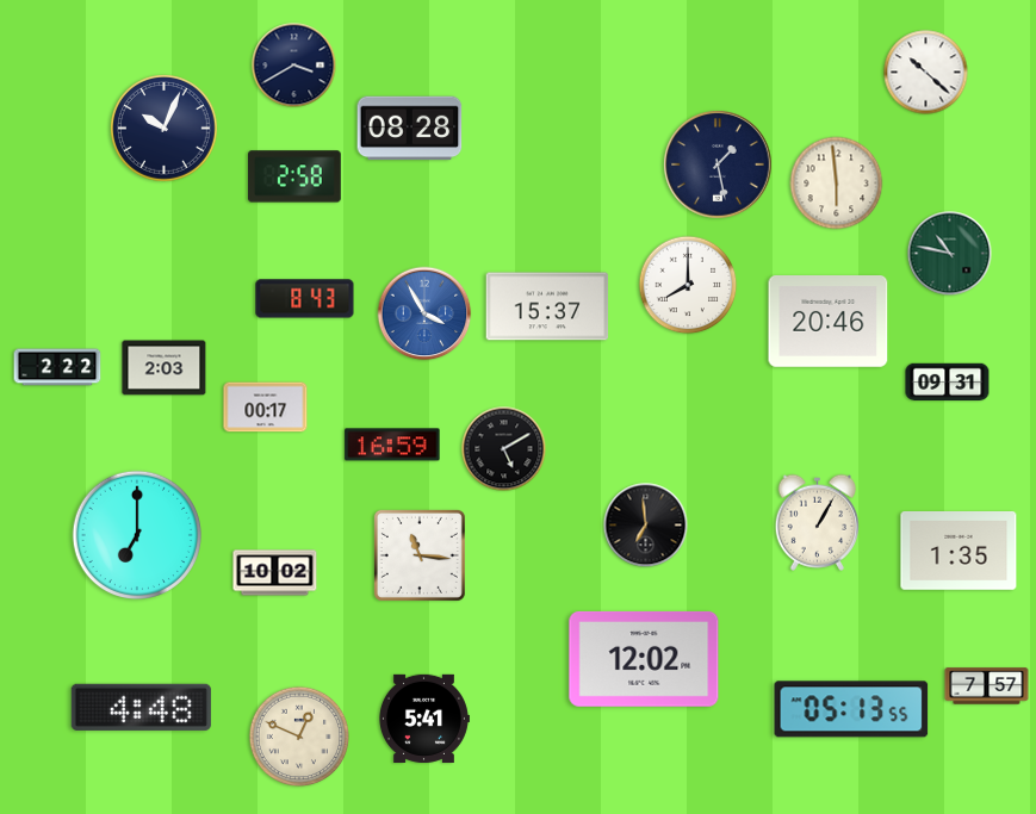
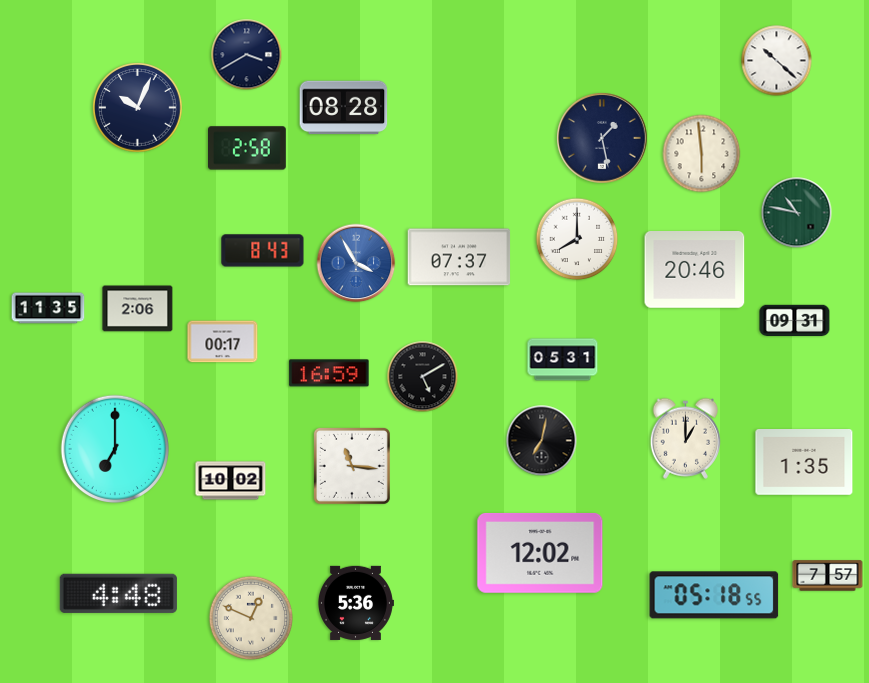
clock at (305, 299) position: (305, 299) -> (263, 251)
clock at (547, 306): 15:37 -> 07:37
clock at (57, 367): 2:22 -> 11:35
clock at (165, 368): 2:03 -> 2:06
clock at (563, 360): none -> 05:31
clock at (817, 522): 1:05 -> 1:00
clock at (646, 526): 6:59 -> 7:02
clock at (851, 709): 05:13 -> 05:18
clock at (424, 719): 5:41 -> 5:36
